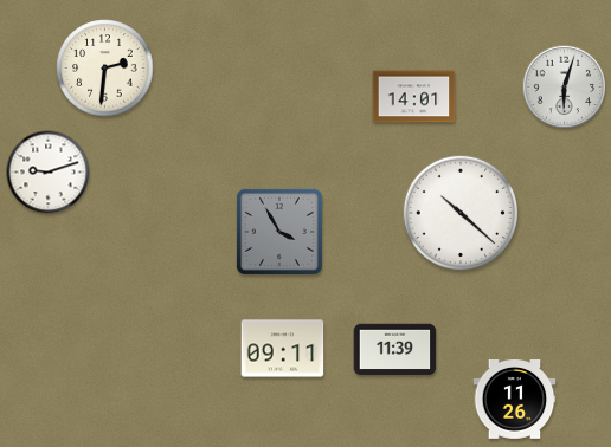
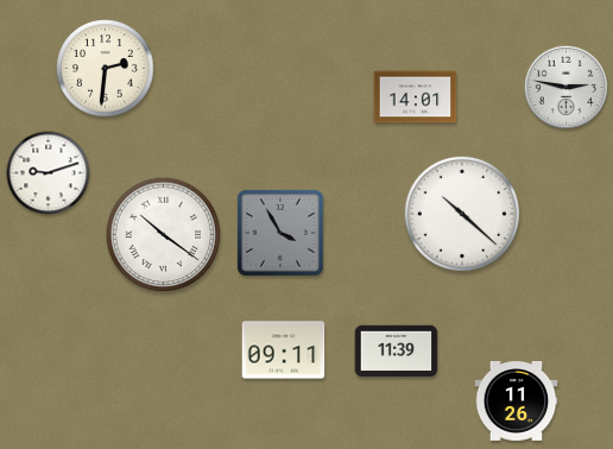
clock at (565, 88): 6:03 -> 2:47
clock at (164, 235): none -> 10:21
